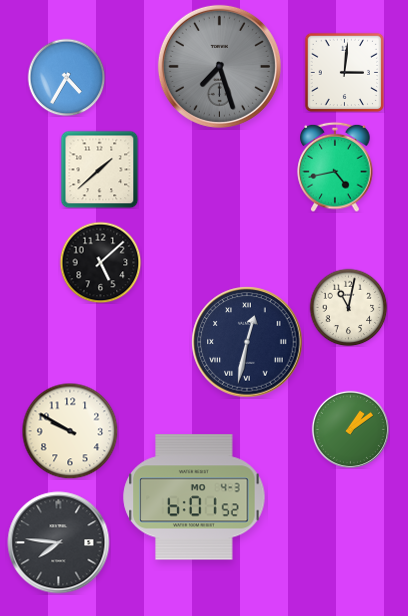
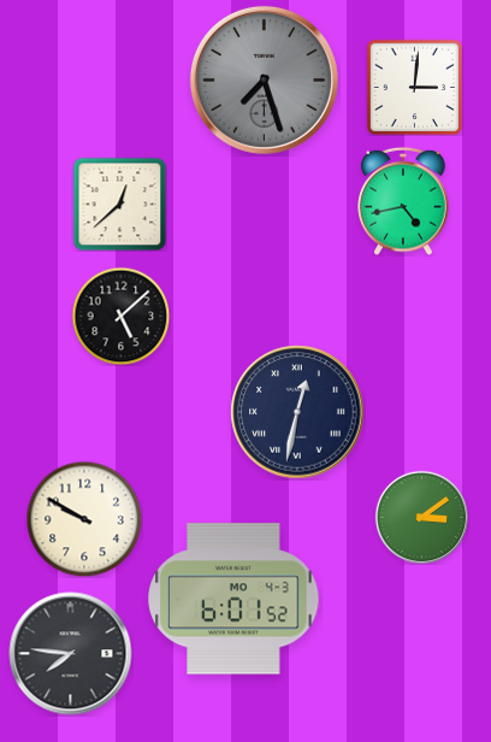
clock at (66, 77): 4:35 -> none
clock at (99, 169): 1:38 -> 12:38
clock at (348, 307): 11:02 -> none
clock at (350, 429): 1:09 -> 3:09
